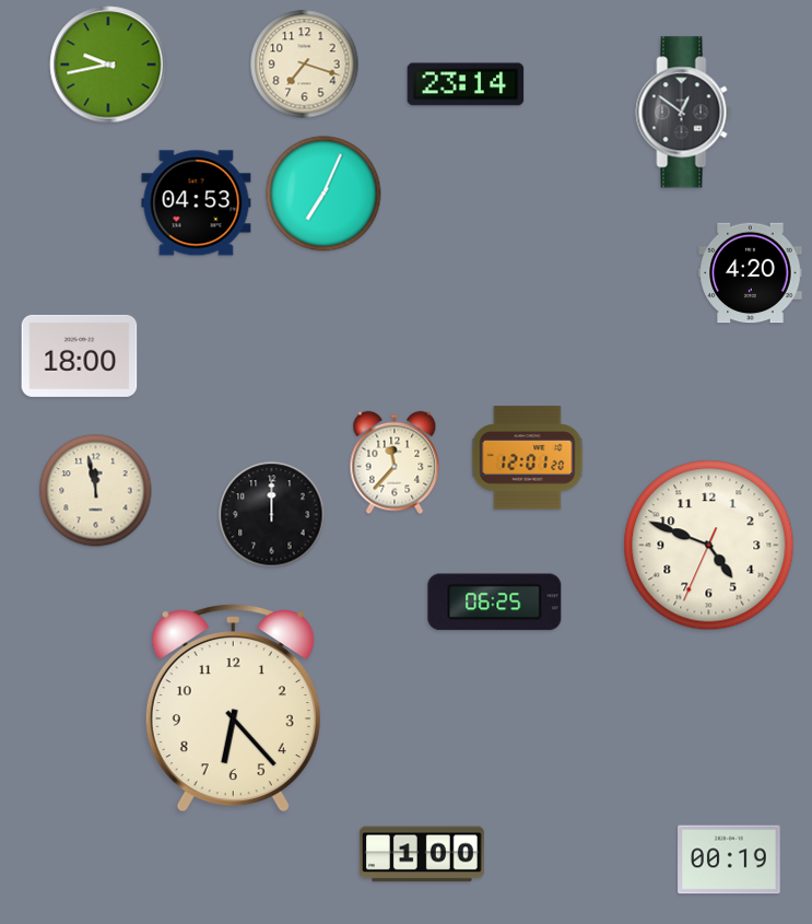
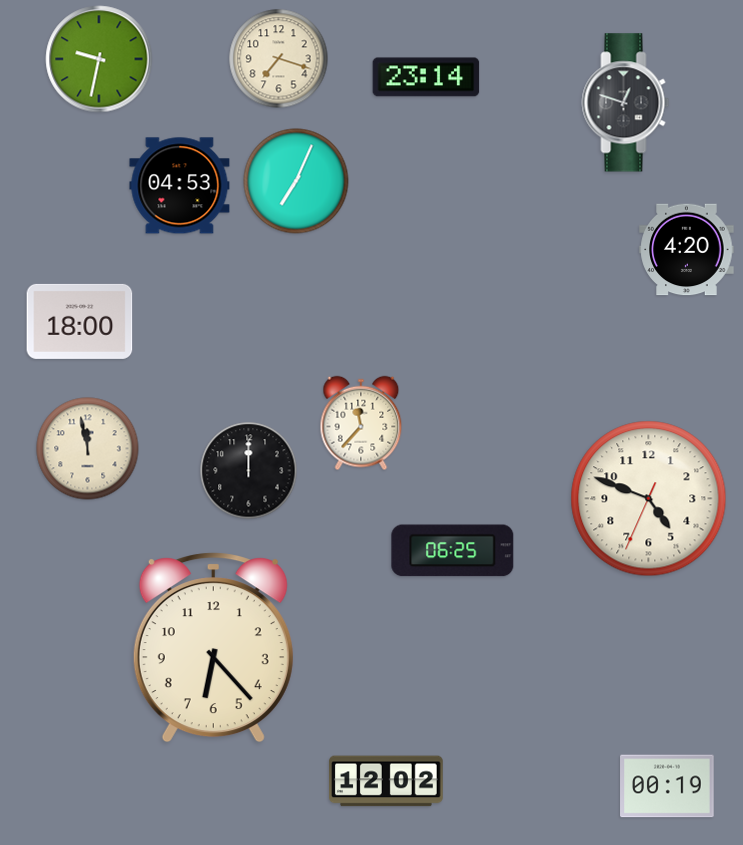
clock at (108, 65): 9:43 -> 9:32
clock at (684, 113): 12:51 -> 12:48
clock at (323, 194) position: (323, 194) -> (296, 181)
clock at (80, 355) position: (80, 355) -> (80, 321)
clock at (528, 458): 12:01 -> none
clock at (422, 854): 1:00 -> 12:02
